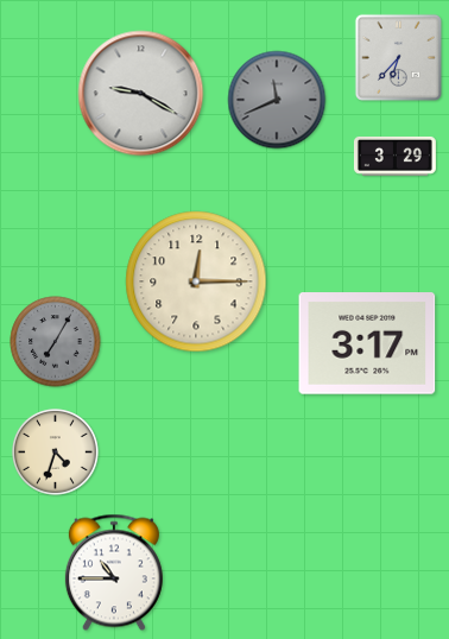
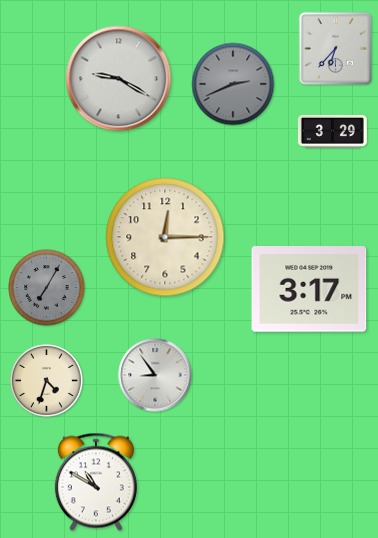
clock at (277, 100): 11:41 -> 2:41
clock at (155, 375): none -> 8:54
clock at (114, 572): 10:45 -> 10:50
